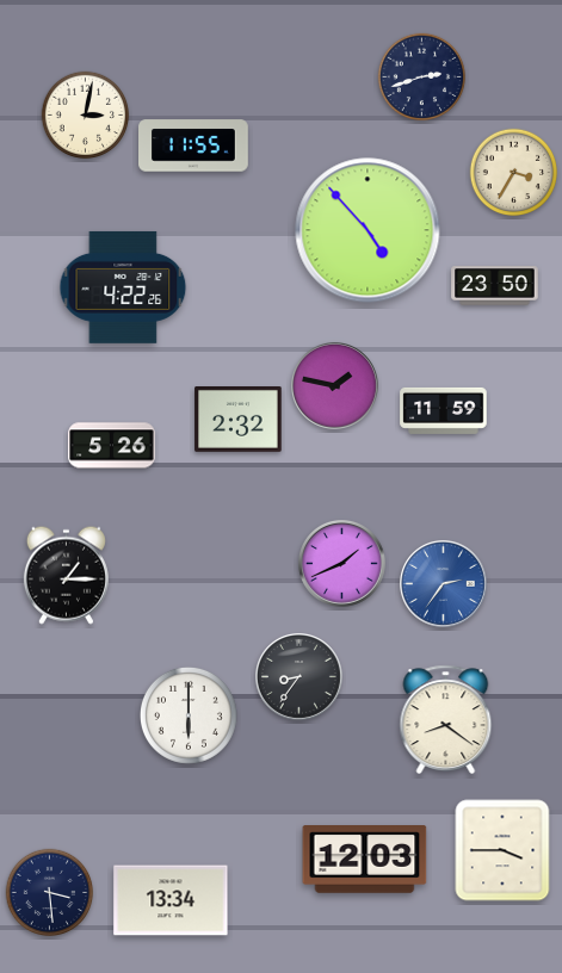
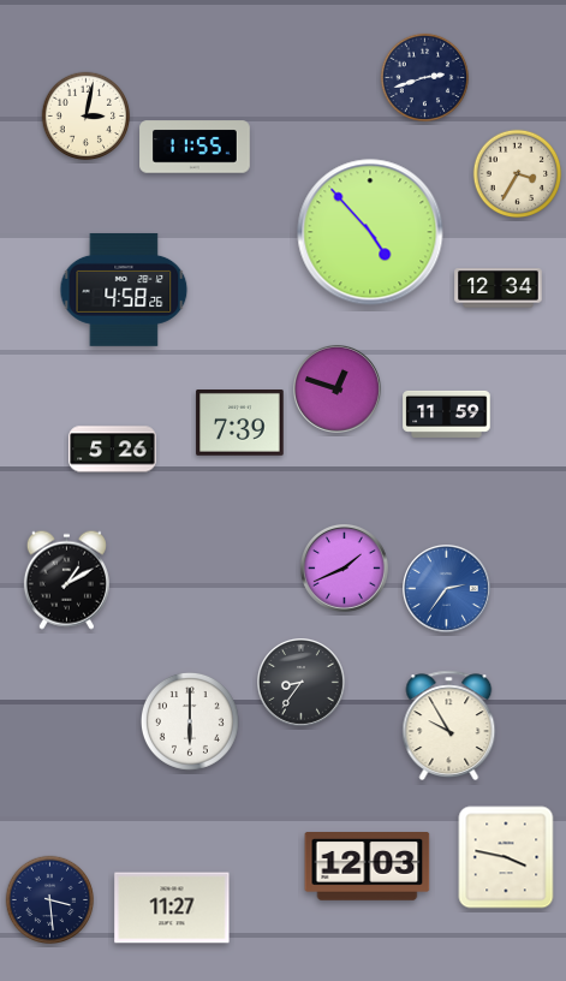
clock at (495, 286): 23:50 -> 12:34
clock at (123, 287): 4:22 -> 4:58
clock at (335, 386): 1:47 -> 12:48
clock at (239, 420): 2:32 -> 7:39
clock at (66, 575): 1:15 -> 1:10
clock at (446, 720): 8:21 -> 9:55
clock at (502, 850): 3:45 -> 3:47
clock at (171, 900): 13:34 -> 11:27
